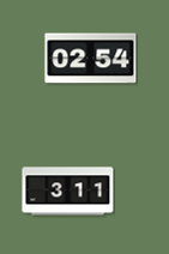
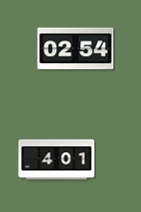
clock at (68, 192): 3:11 -> 4:01
